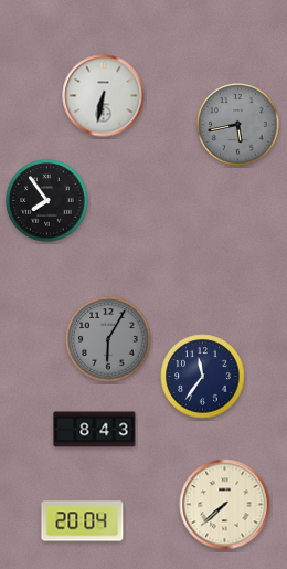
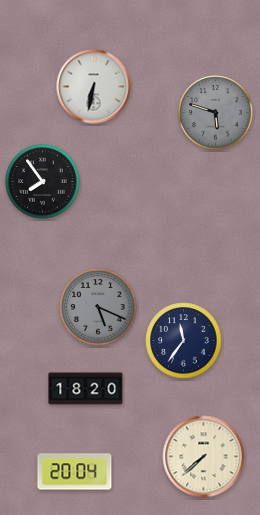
clock at (238, 125): 5:43 -> 5:48
clock at (108, 339): 6:05 -> 5:19
clock at (95, 430): 8:43 -> 18:20
